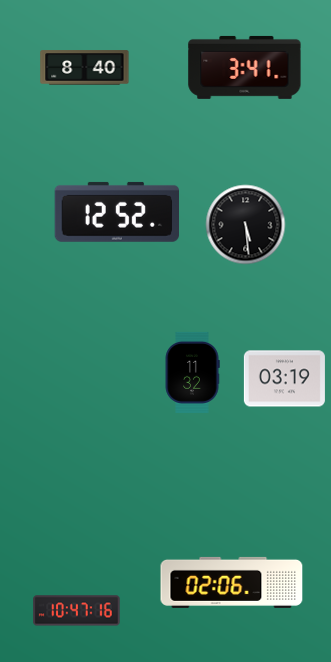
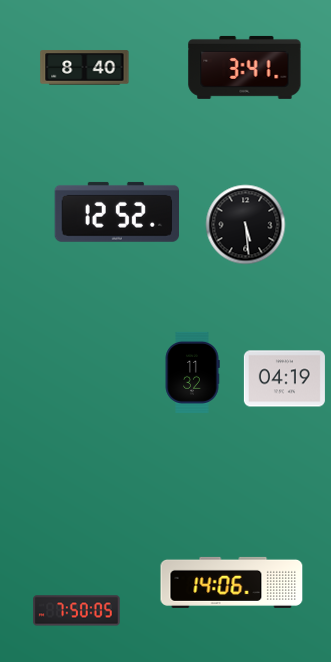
clock at (284, 379): 03:19 -> 04:19
clock at (232, 582): 02:06 -> 14:06
clock at (77, 611): 10:47 -> 7:50
